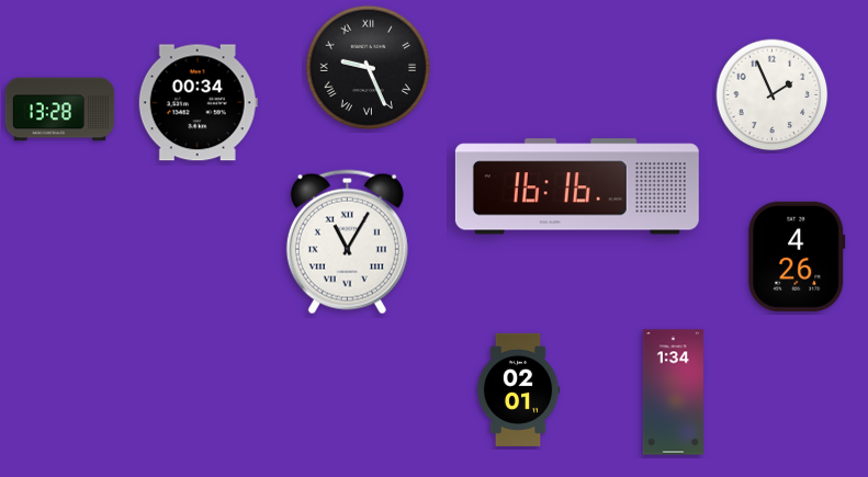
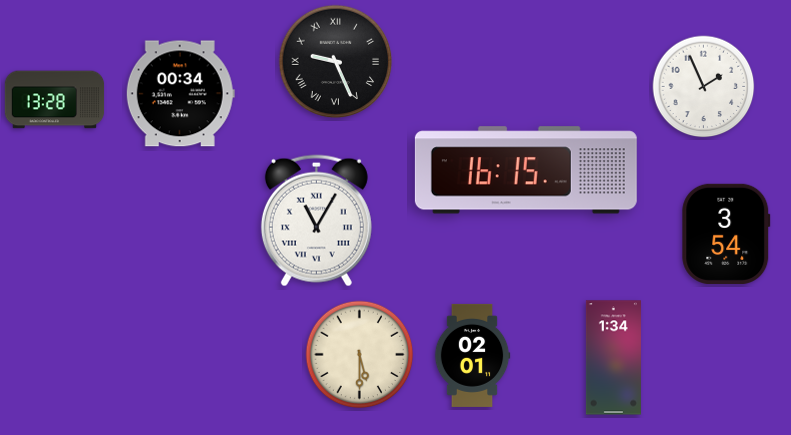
clock at (577, 186): 16:16 -> 16:15
clock at (797, 257): 4:26 -> 3:54
clock at (360, 355): none -> 5:30
